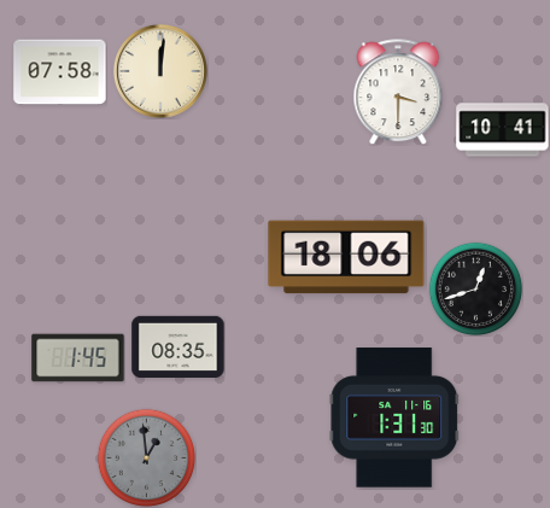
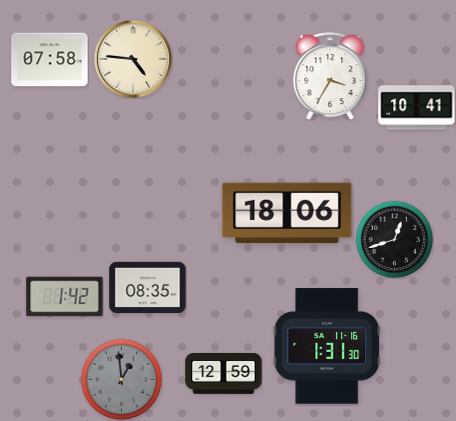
clock at (160, 71): 12:01 -> 4:46
clock at (398, 92): 3:30 -> 3:35
clock at (78, 358): 1:45 -> 1:42
clock at (224, 373): none -> 12:59
